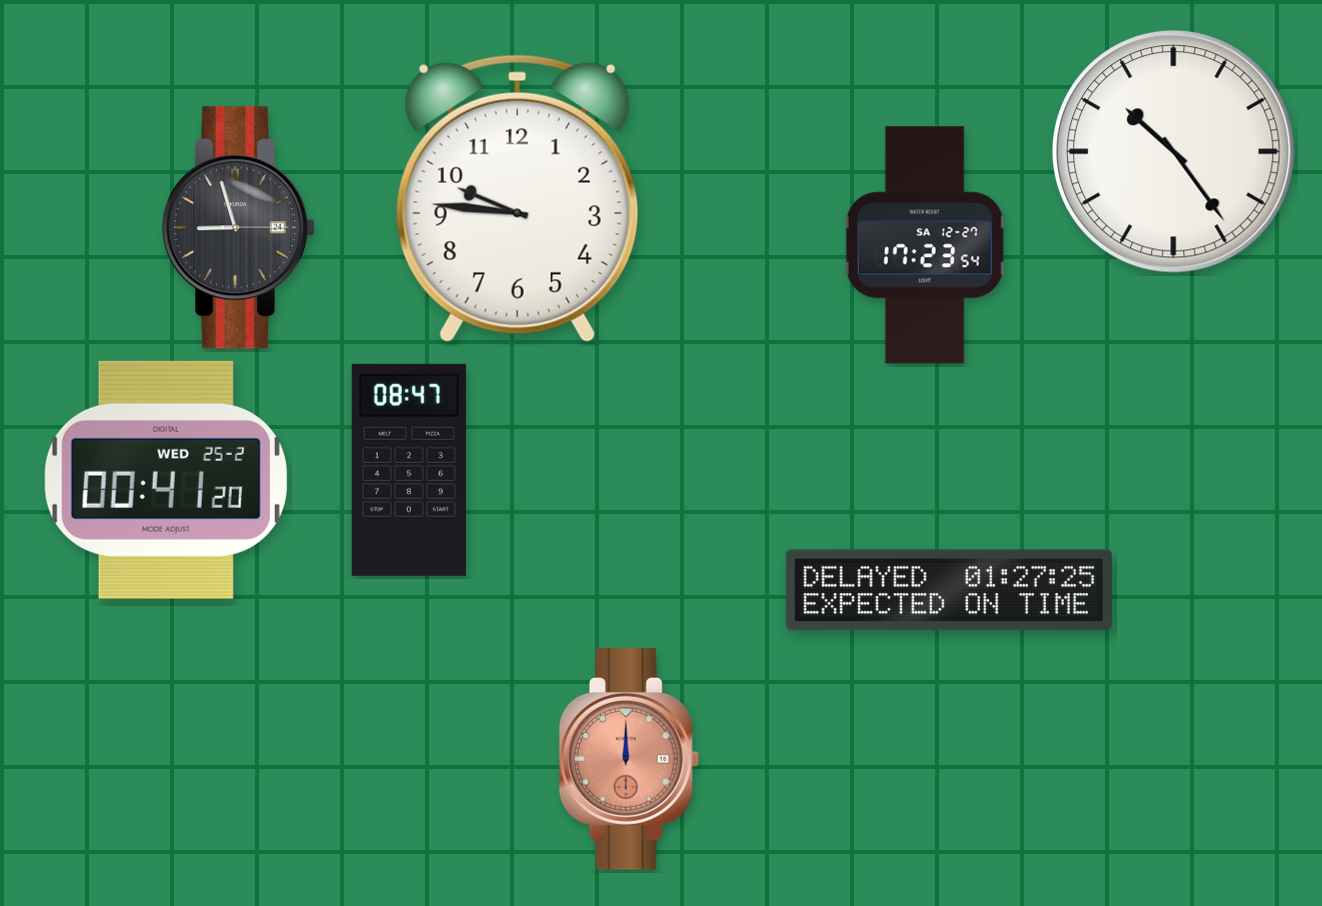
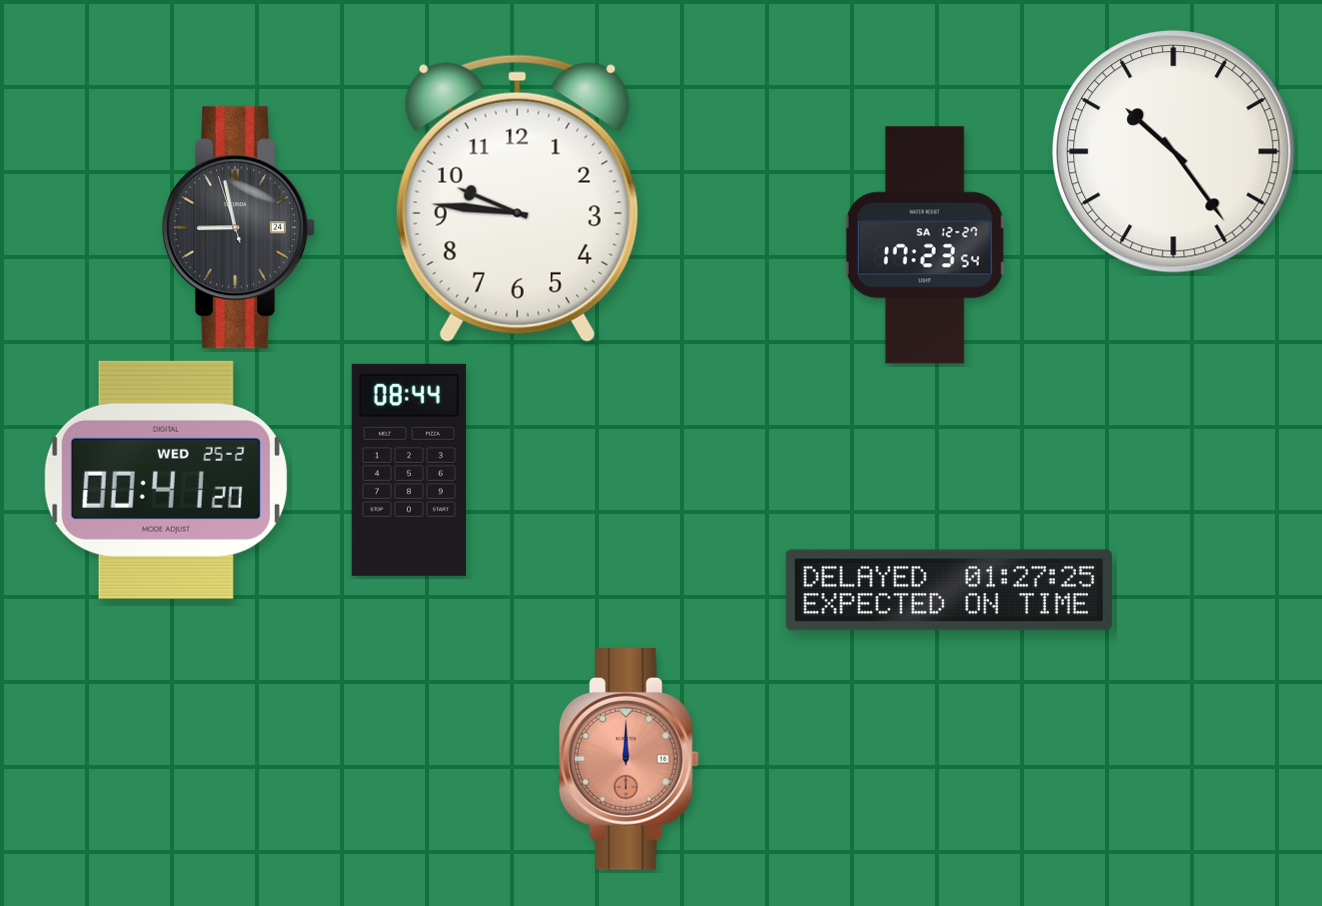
clock at (238, 228): 8:57:15 -> 8:57:57
clock at (409, 470): 08:47 -> 08:44
